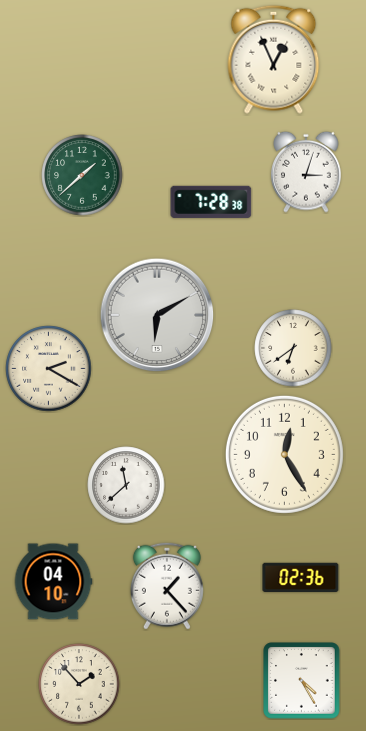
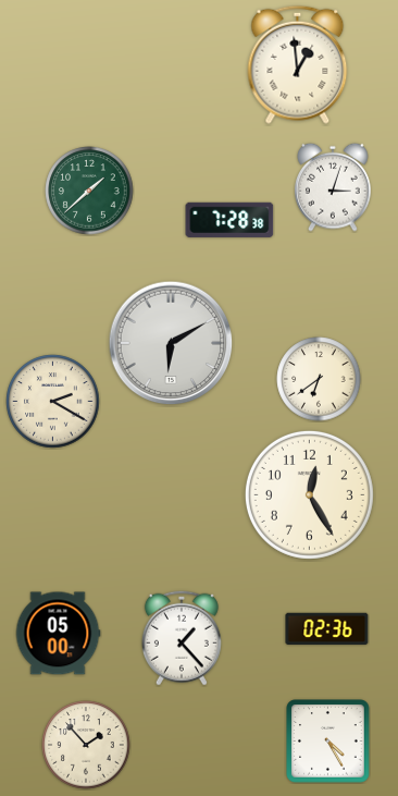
clock at (274, 59): 12:56 -> 12:59
clock at (126, 485): 11:38 -> none
clock at (53, 582): 04:10 -> 05:00
